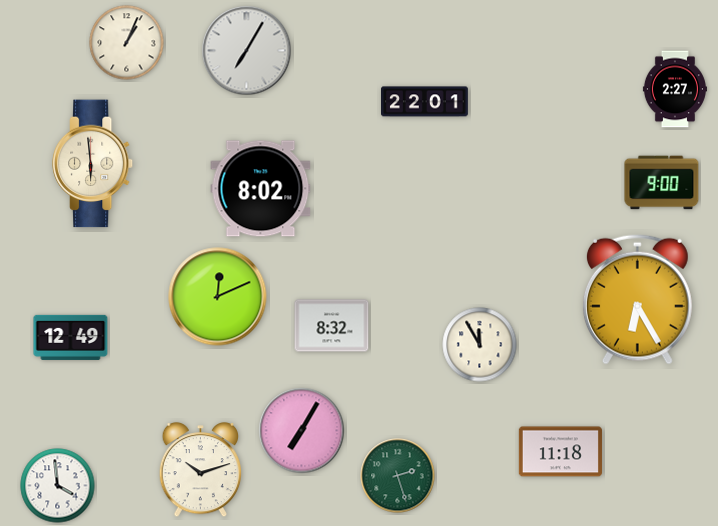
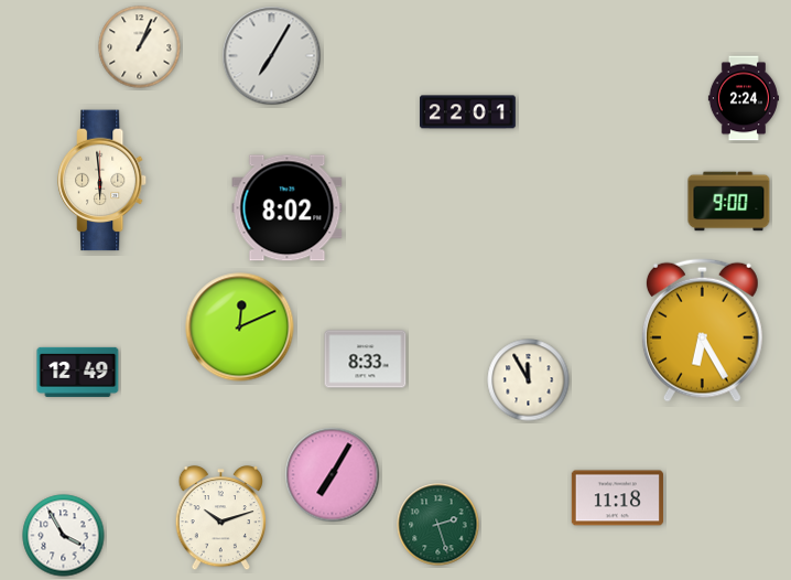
clock at (675, 89): 2:27 -> 2:24
clock at (332, 326): 8:32 -> 8:33
clock at (58, 486): 3:59 -> 3:55
